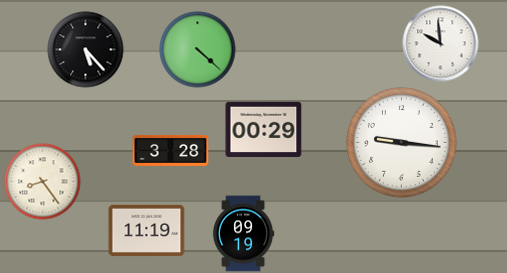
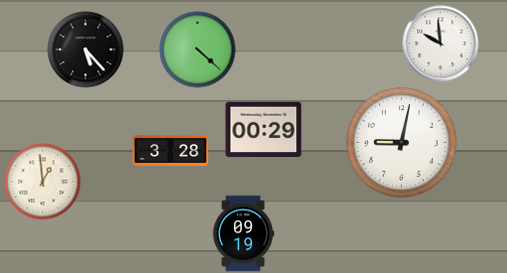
clock at (402, 143): 9:16 -> 9:02
clock at (43, 182): 8:24 -> 12:59
clock at (147, 231): 11:19 -> none
